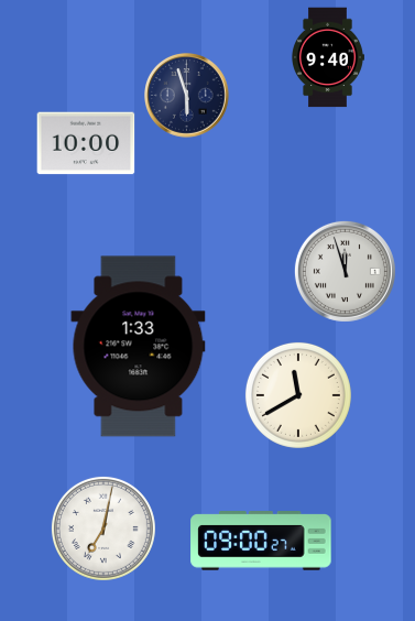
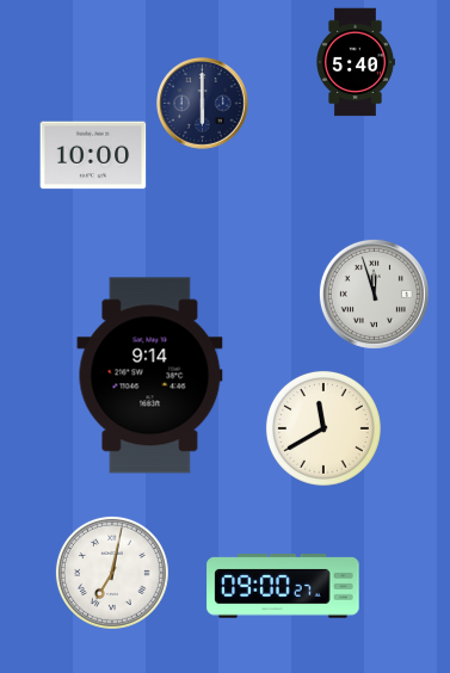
clock at (328, 57): 9:40 -> 5:40
clock at (187, 96): 5:57 -> 6:00
clock at (139, 347): 1:33 -> 9:14
